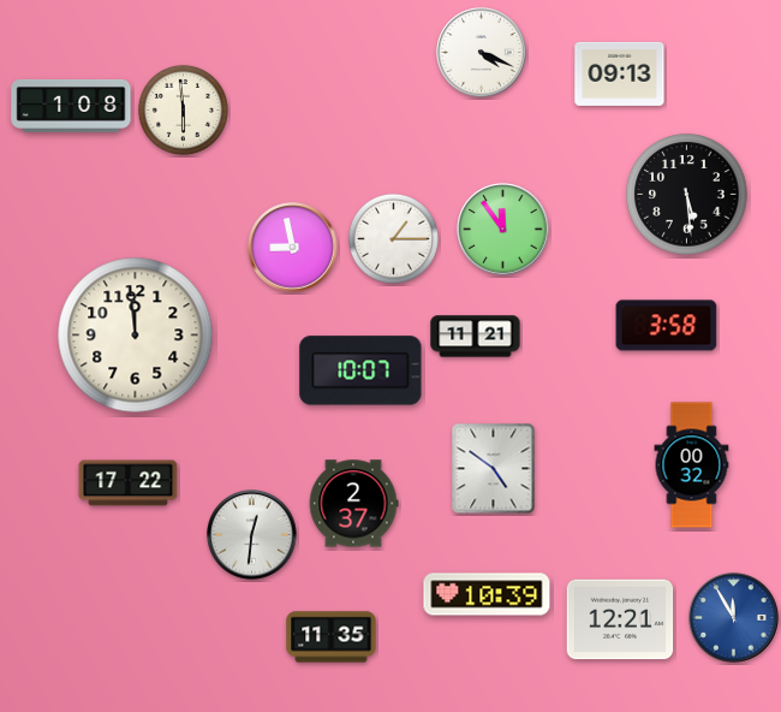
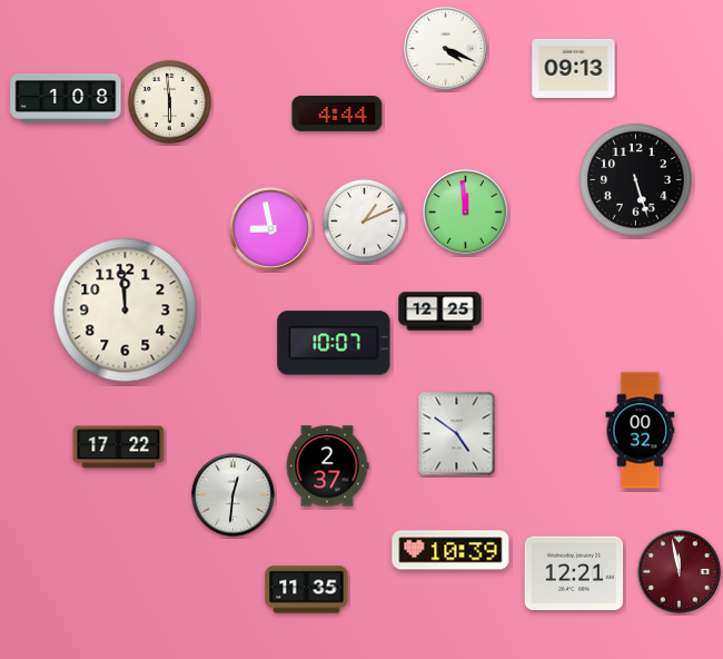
clock at (337, 114): none -> 4:44
clock at (687, 195): 5:29 -> 5:27
clock at (503, 230): 11:54 -> 11:59
clock at (393, 238): 1:15 -> 1:11
clock at (667, 326): 3:58 -> none
clock at (476, 337): 11:21 -> 12:25
clock at (734, 618): 11:55 -> 11:58
clock at (734, 618) dial: blue -> burgundy
